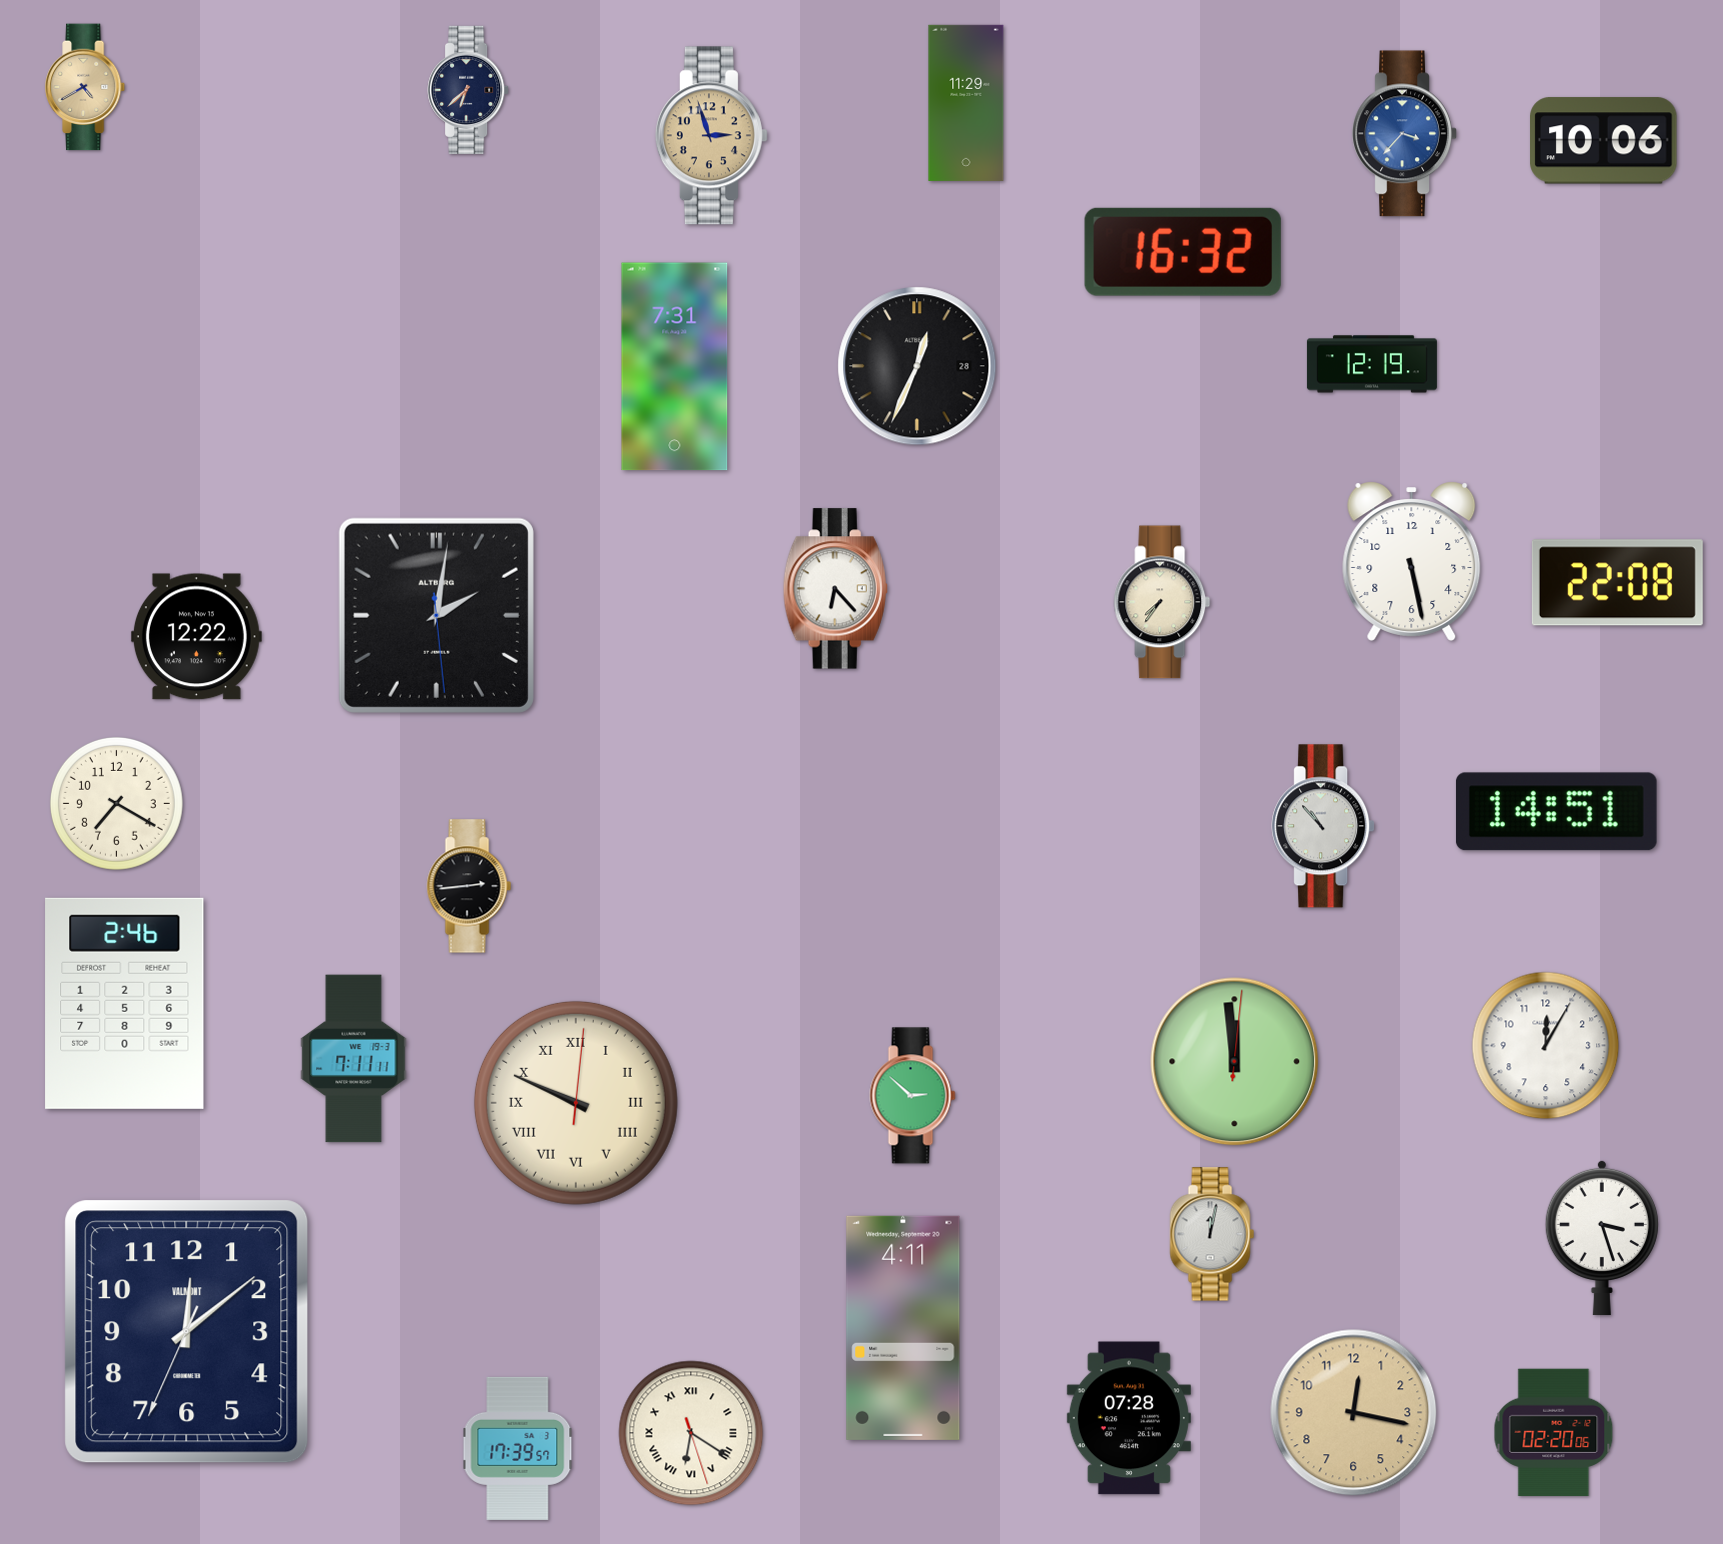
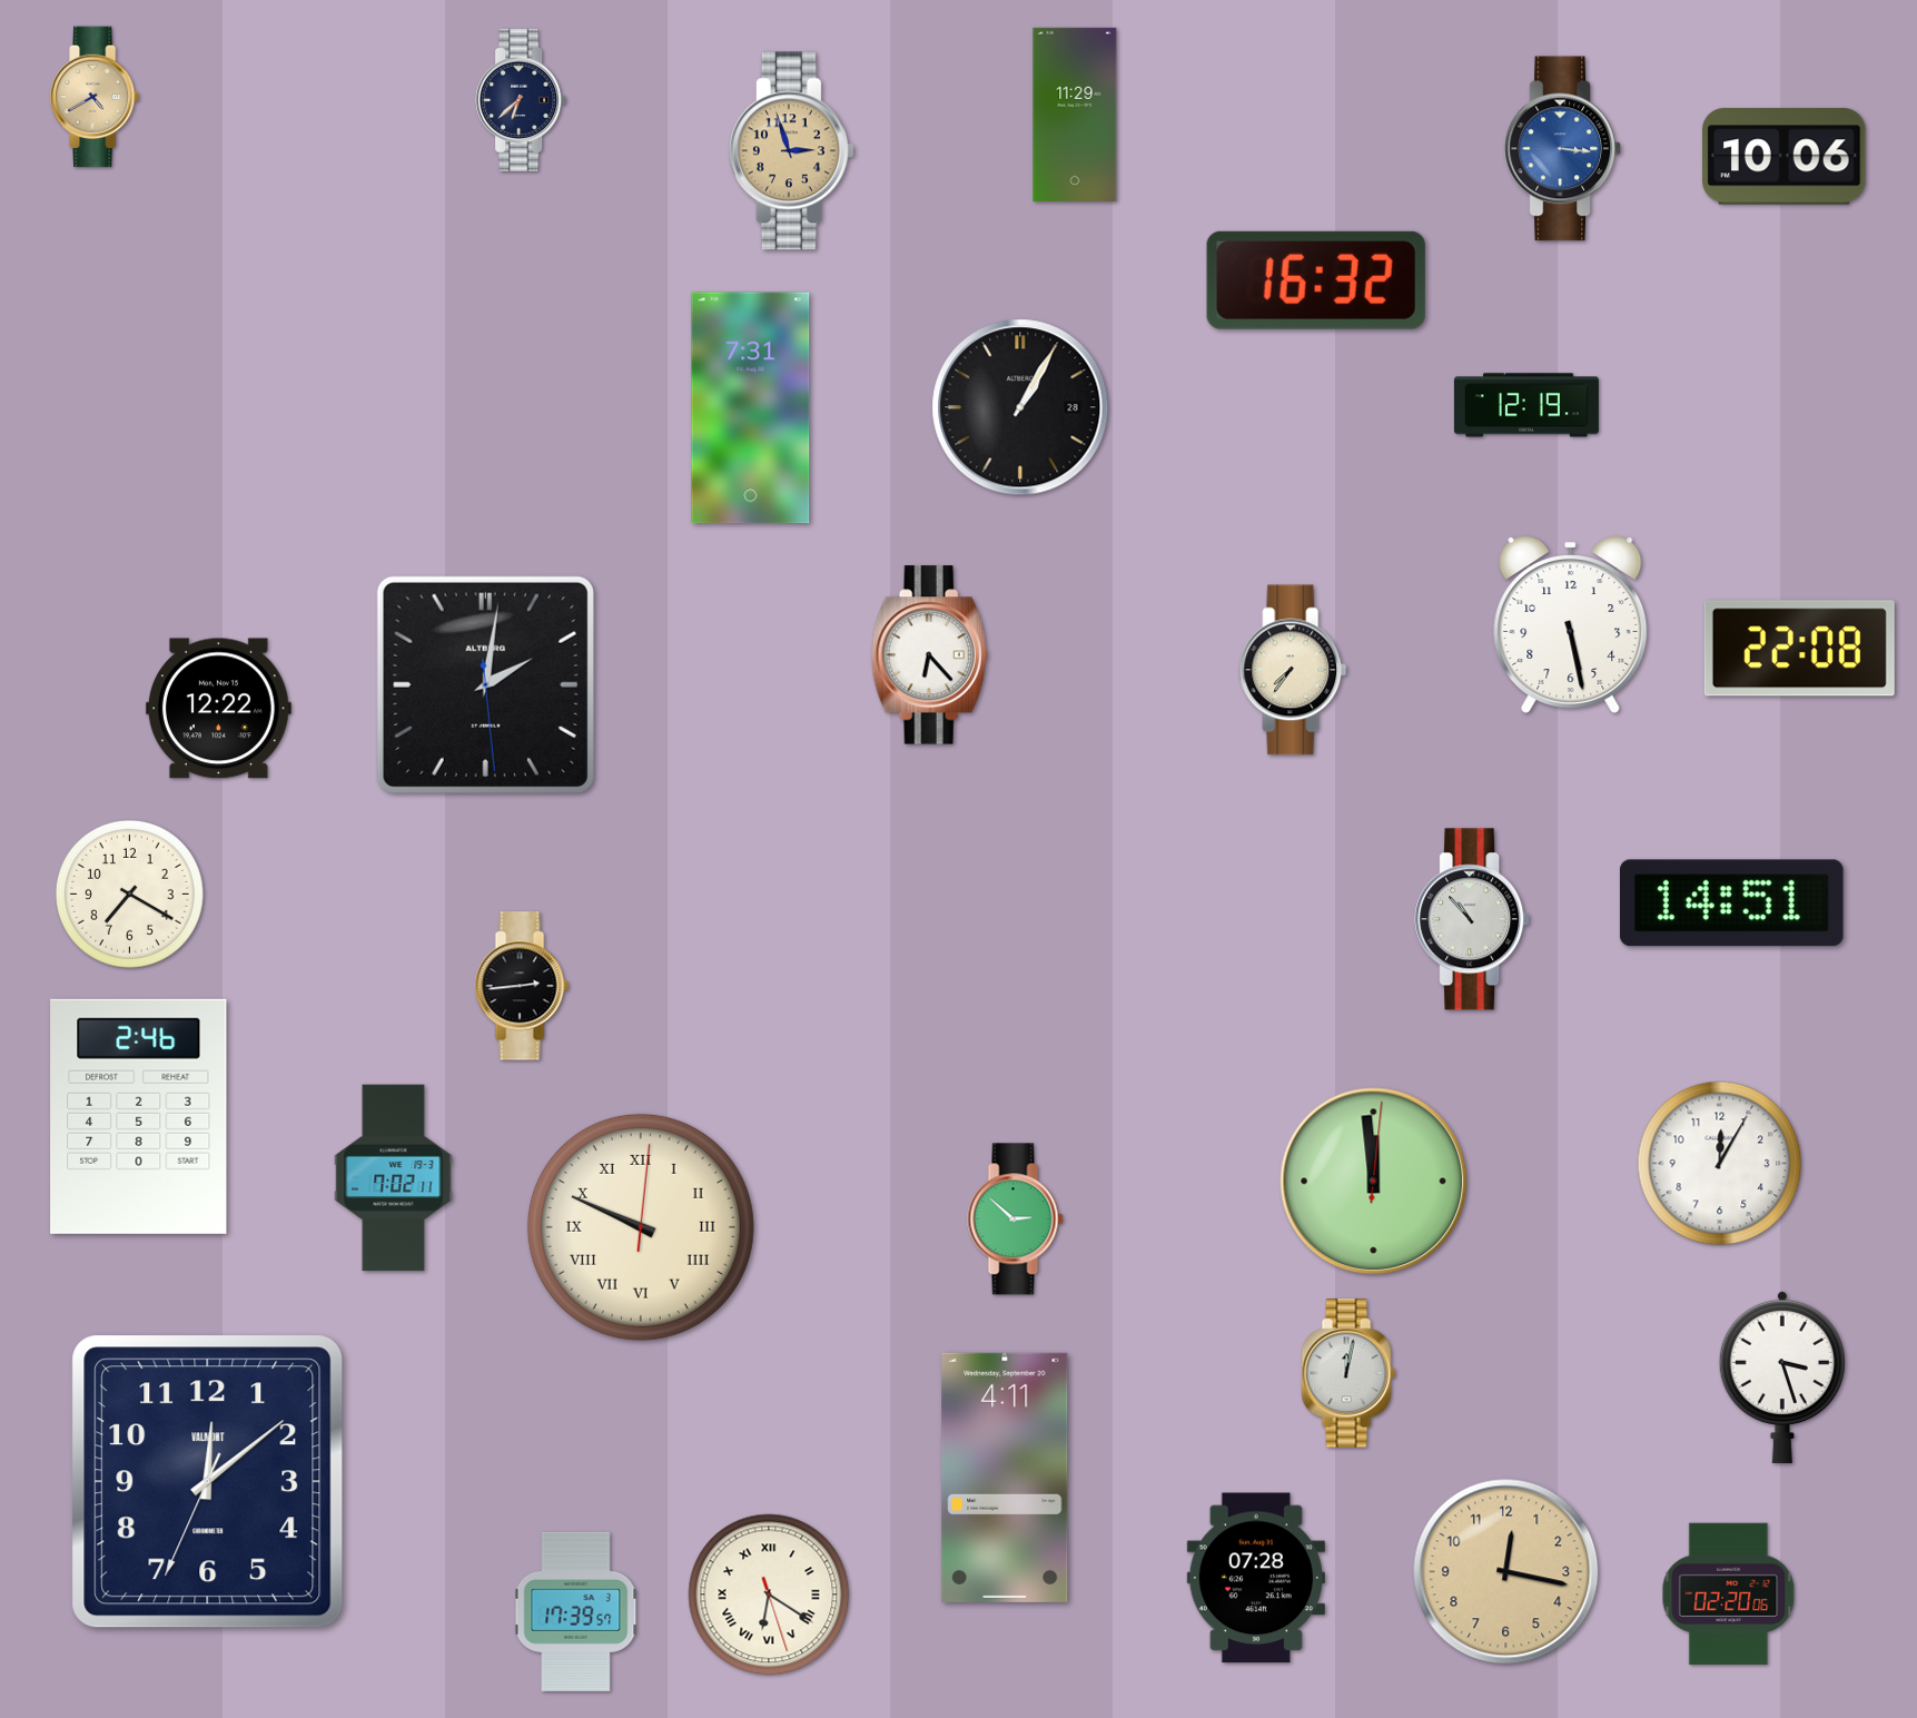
clock at (1405, 134): 3:37 -> 3:16
clock at (917, 366): 12:34 -> 1:05
clock at (354, 1059): 7:11 -> 7:02
